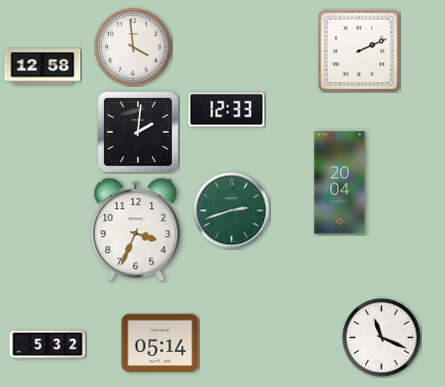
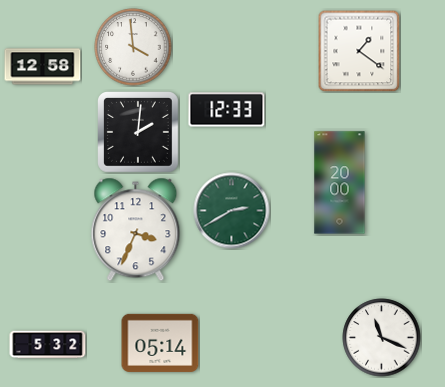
clock at (359, 51): 2:11 -> 1:21
clock at (340, 183): 20:04 -> 20:00
clock at (232, 211): 2:42 -> 2:40
